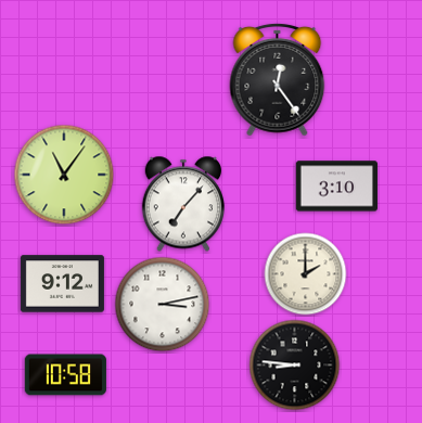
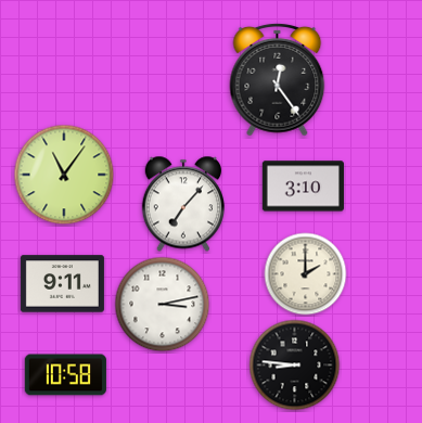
clock at (336, 187) position: (336, 187) -> (303, 187)
clock at (62, 284): 9:12 -> 9:11
